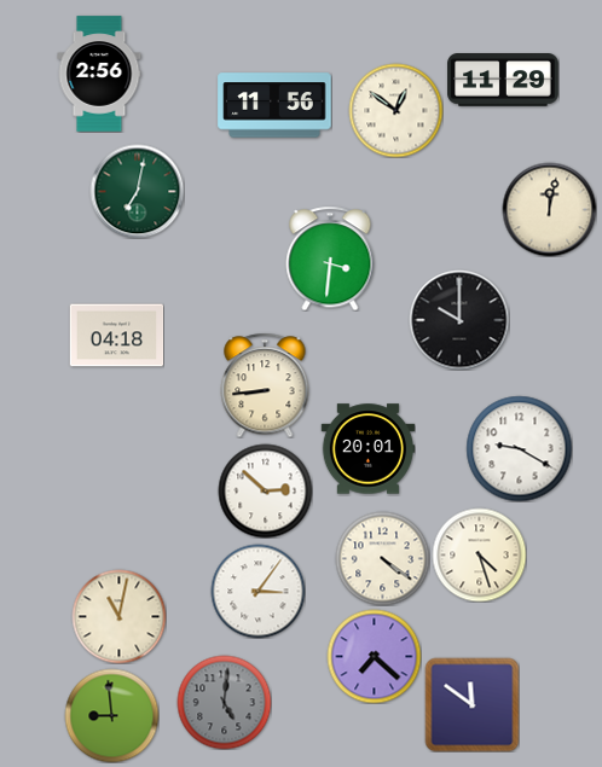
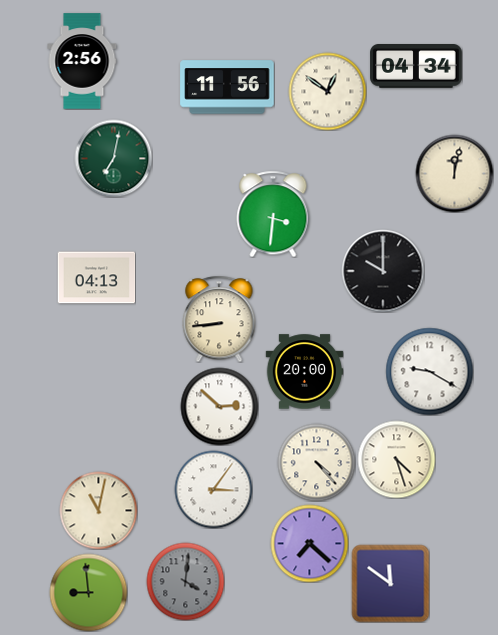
clock at (503, 80): 11:29 -> 04:34
clock at (459, 320) position: (459, 320) -> (383, 271)
clock at (116, 336): 04:18 -> 04:13
clock at (367, 449): 20:01 -> 20:00
clock at (382, 558): 4:21 -> 4:23
clock at (224, 702): 5:01 -> 4:01
clock at (111, 715) position: (111, 715) -> (88, 592)
